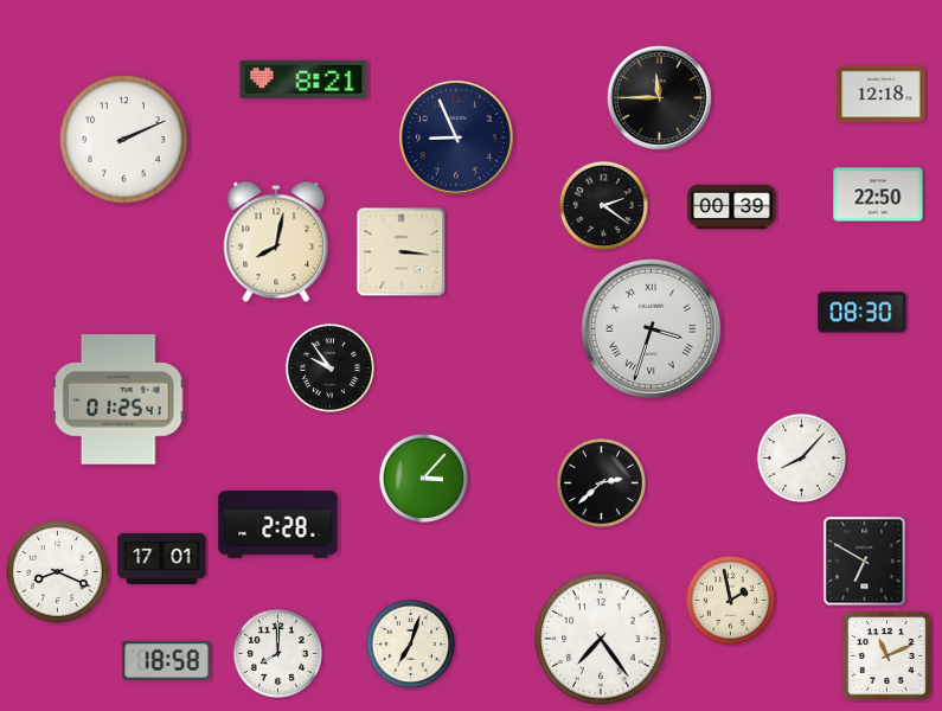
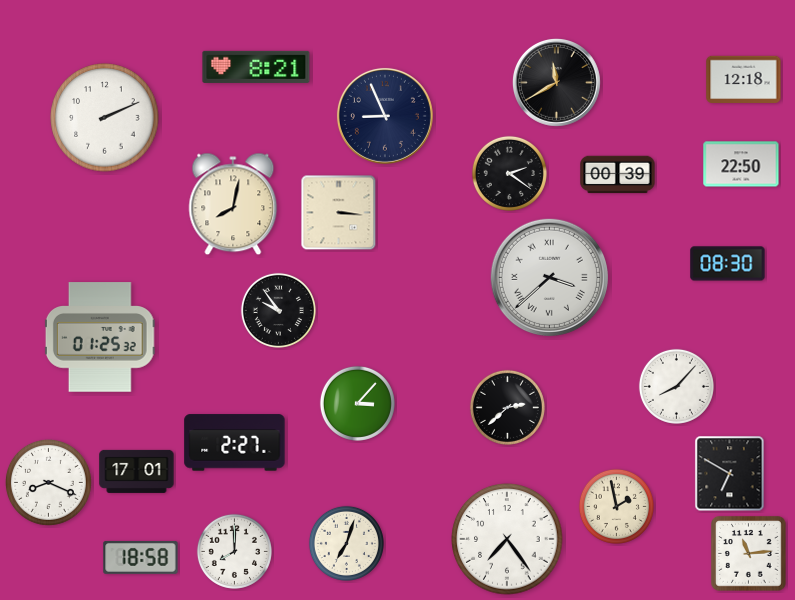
clock at (659, 97): 11:45 -> 11:40
clock at (651, 328): 3:33 -> 3:38
clock at (118, 399): 01:25:41 -> 01:25:32
clock at (278, 525): 2:28 -> 2:27
clock at (887, 656): 11:11 -> 11:14
